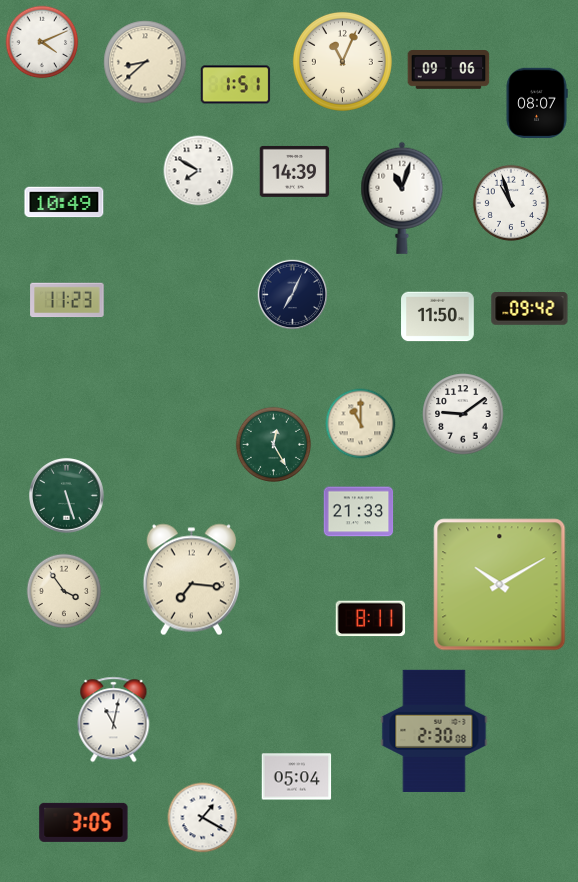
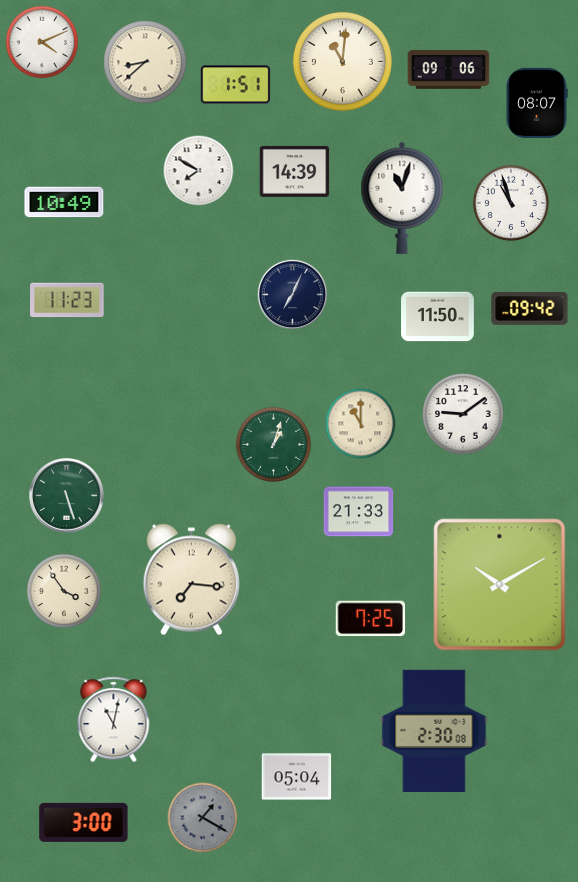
clock at (342, 61): 11:04 -> 11:01
clock at (273, 444): 12:25 -> 1:03
clock at (371, 619): 8:11 -> 7:25
clock at (203, 818) dial: white -> grey
clock at (84, 822): 3:05 -> 3:00
